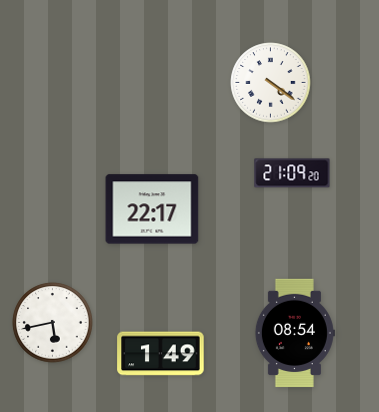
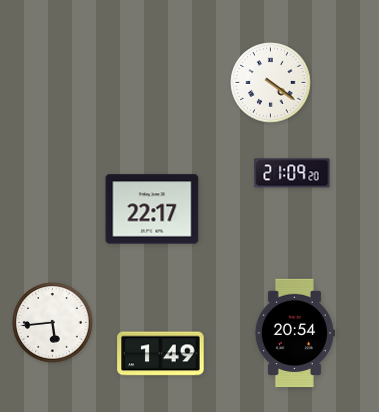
clock at (53, 323): 5:43 -> 5:44
clock at (294, 333): 08:54 -> 20:54
